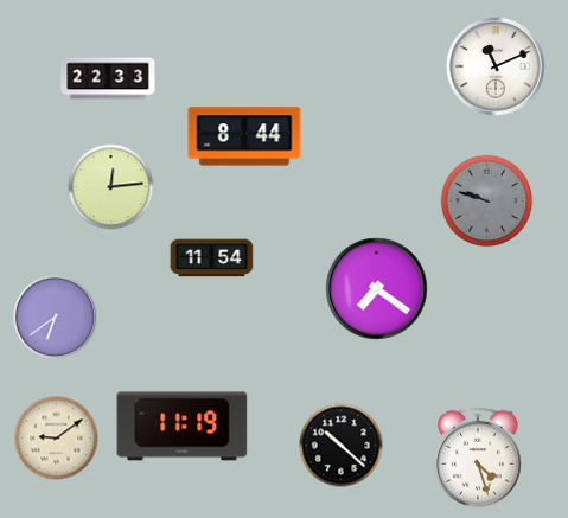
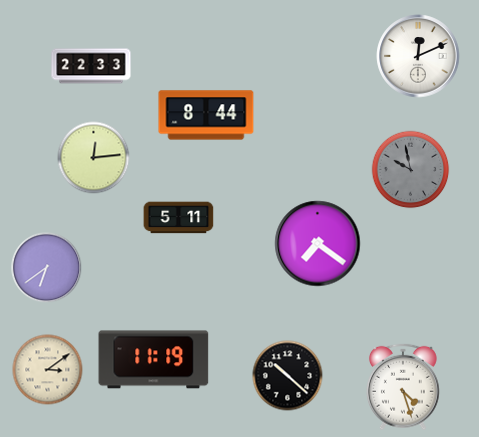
clock at (496, 66): 11:11 -> 12:11
clock at (487, 202): 9:48 -> 9:58
clock at (212, 258): 11:54 -> 5:11
clock at (57, 439): 9:09 -> 3:09
